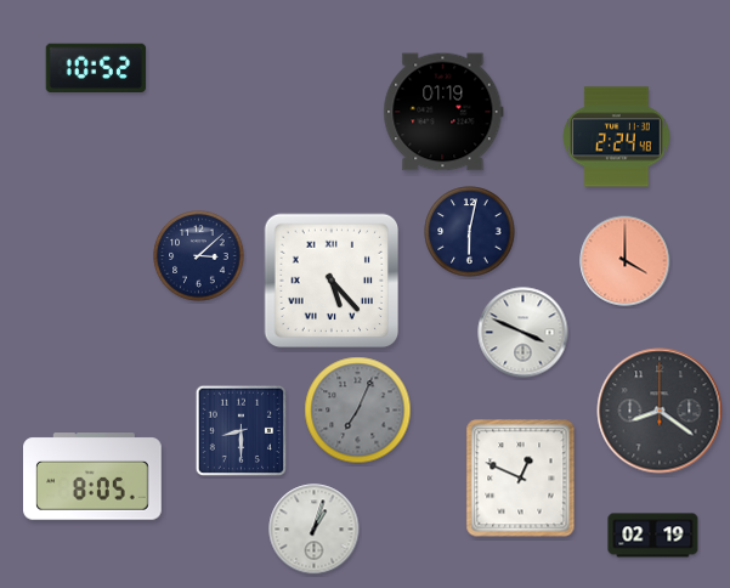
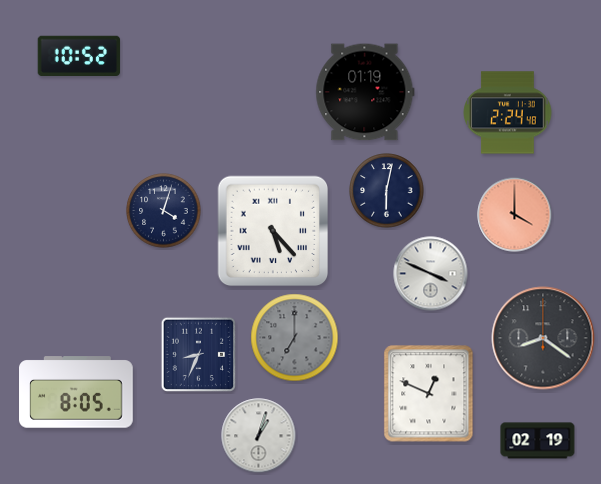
clock at (199, 256): 3:08 -> 4:03
clock at (358, 411): 7:04 -> 7:00
clock at (240, 430): 8:30 -> 8:34
